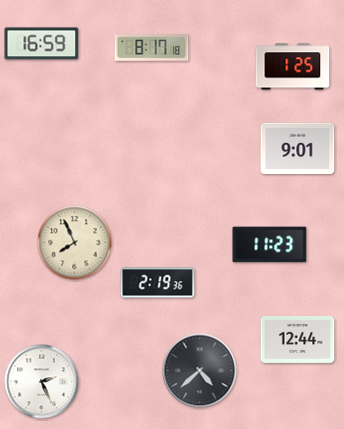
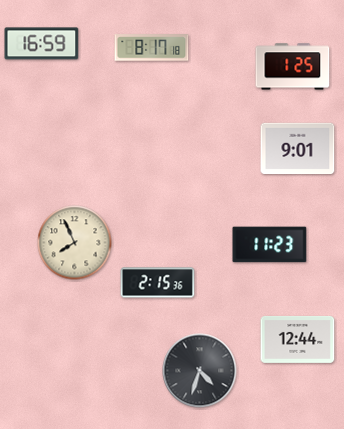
clock at (158, 283): 2:19 -> 2:15
clock at (200, 371): 4:38 -> 4:33
clock at (42, 382): 2:26 -> none
